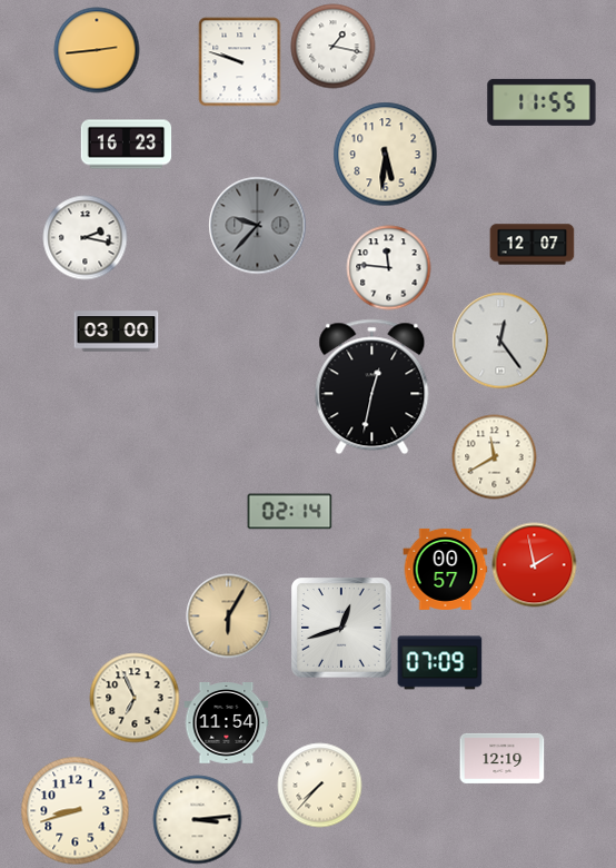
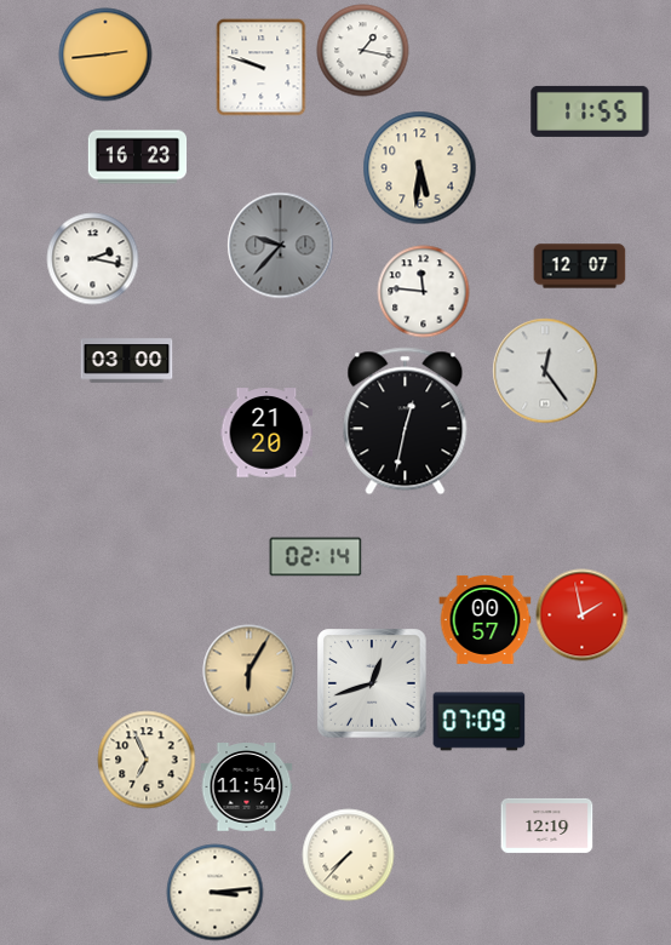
clock at (266, 433): none -> 21:20
clock at (495, 457): 11:40 -> none
clock at (76, 811): 8:42 -> none
